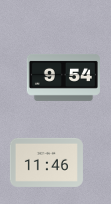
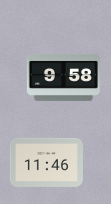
clock at (63, 77): 9:54 -> 9:58
